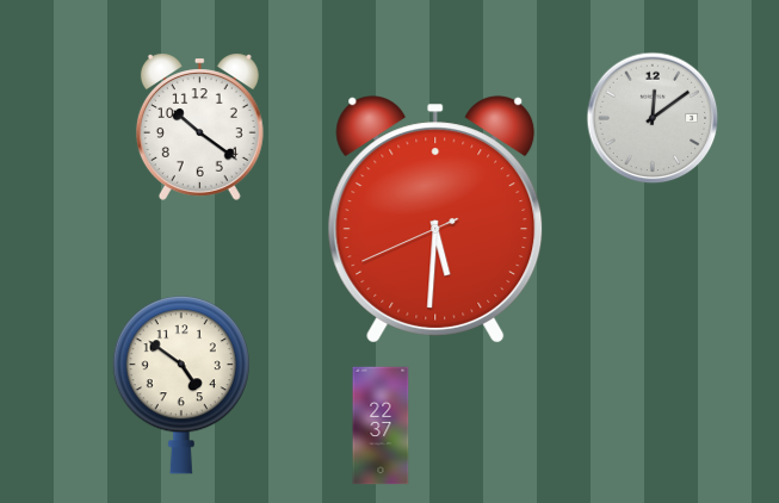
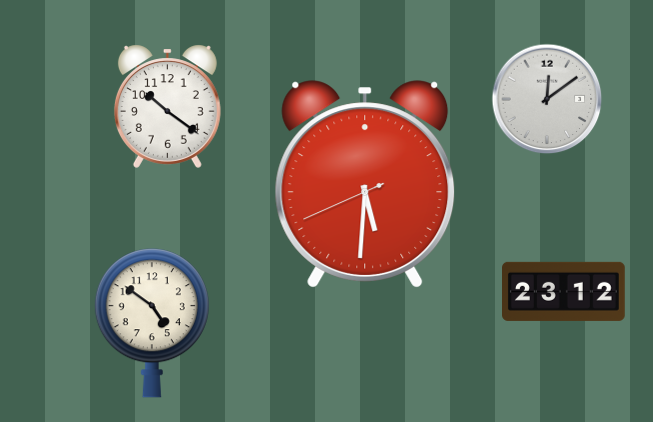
clock at (564, 291): none -> 23:12
clock at (381, 426): 22:37 -> none
